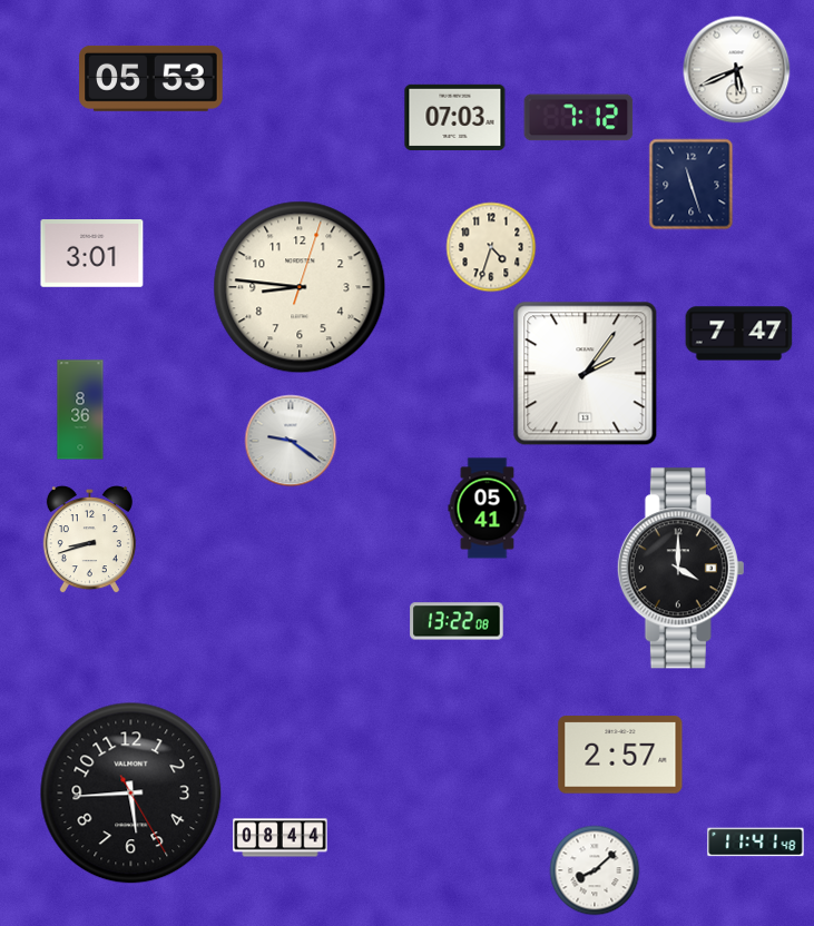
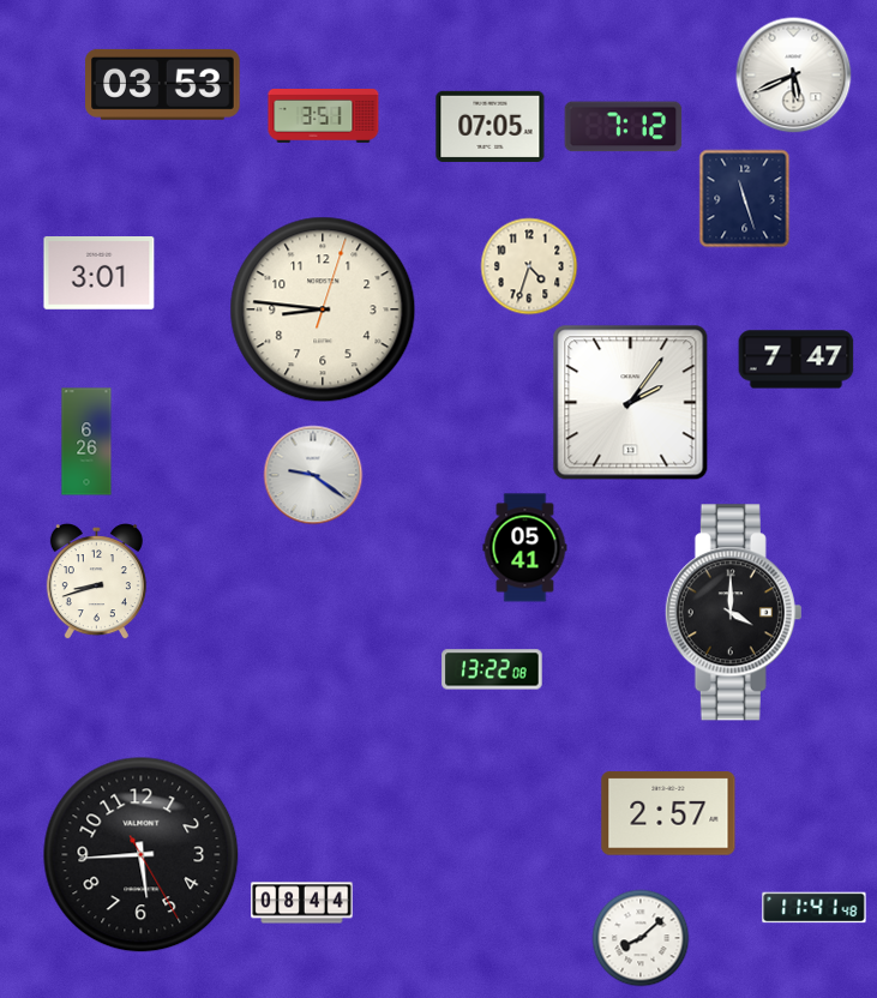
clock at (151, 78): 05:53 -> 03:53
clock at (324, 116): none -> 3:51
clock at (455, 117): 07:03 -> 07:05
clock at (80, 410): 8:36 -> 6:26
